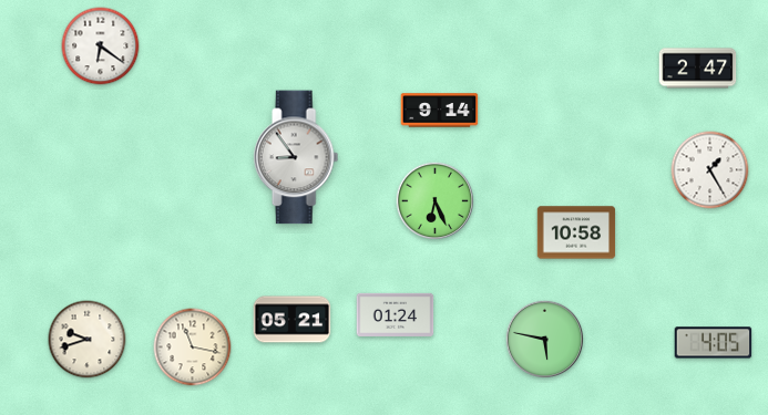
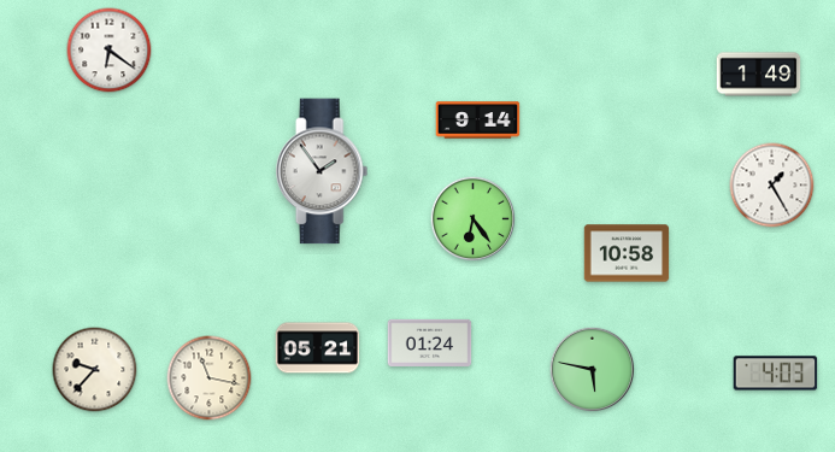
clock at (698, 69): 2:47 -> 1:49
clock at (296, 157): 8:54 -> 1:54
clock at (436, 201): 6:26 -> 6:24
clock at (88, 340): 9:42 -> 9:37
clock at (714, 343): 4:05 -> 4:03
